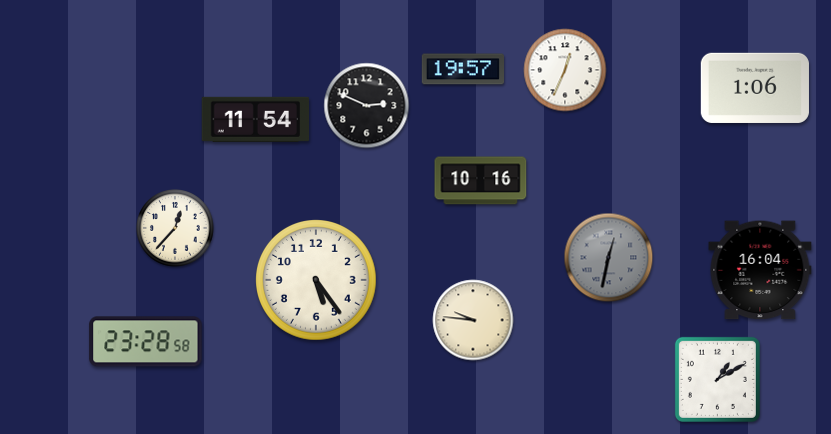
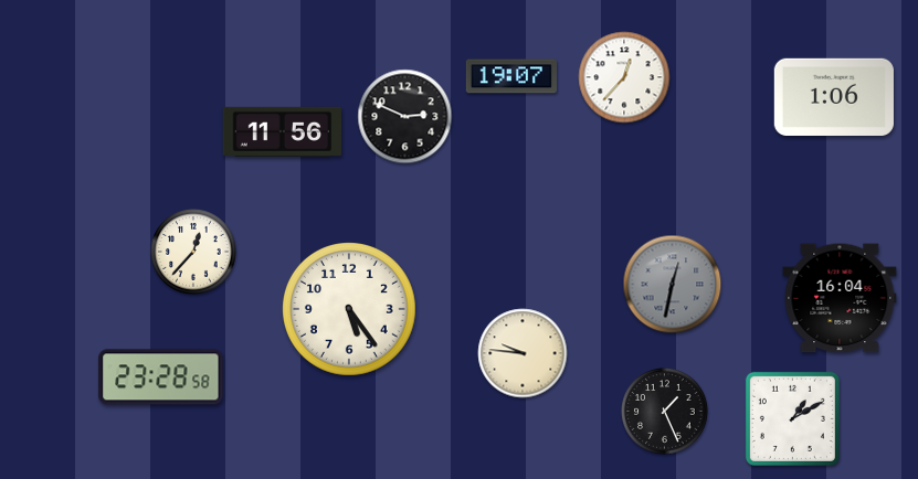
clock at (462, 69): 19:57 -> 19:07
clock at (565, 70): 12:34 -> 12:37
clock at (256, 119): 11:54 -> 11:56
clock at (481, 181): 10:16 -> none
clock at (665, 412): none -> 1:26
